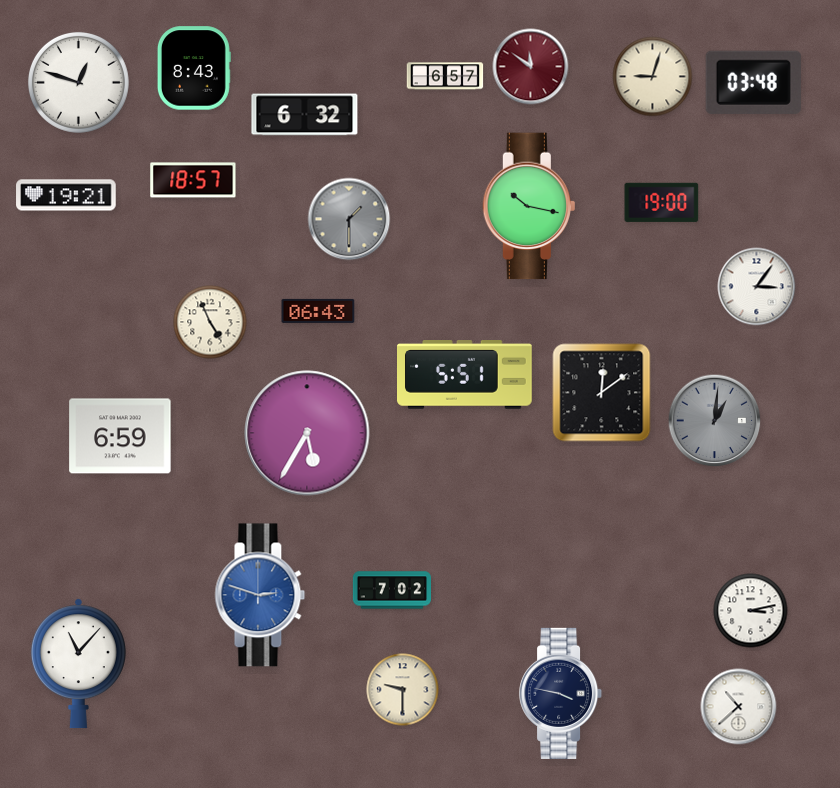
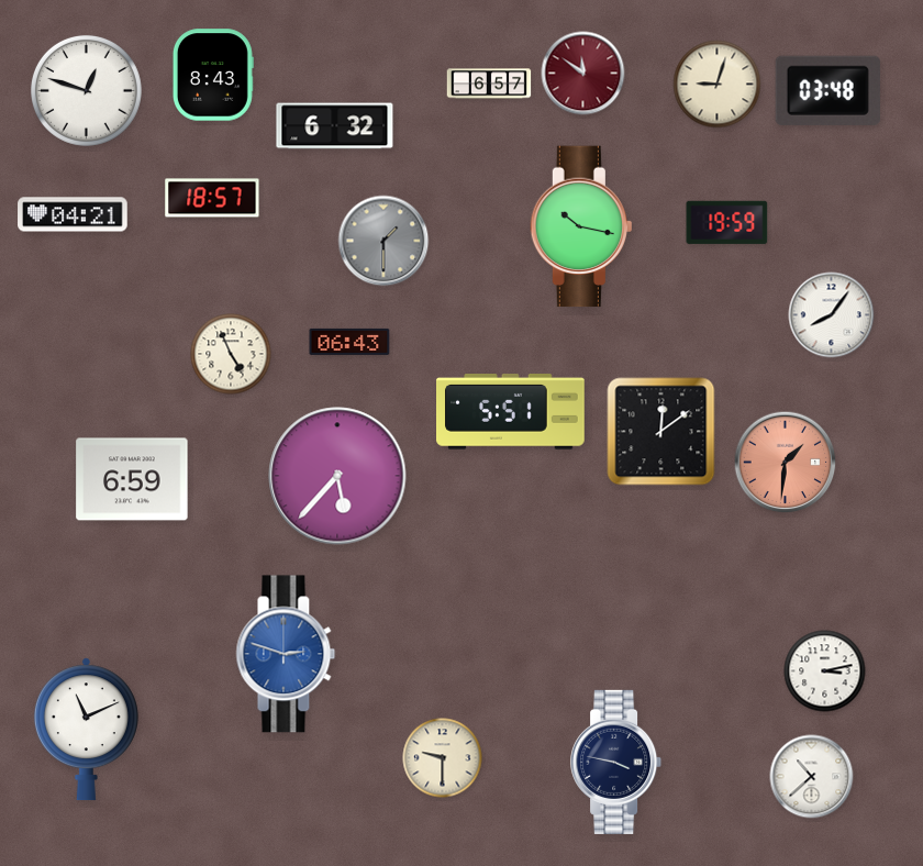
clock at (66, 195): 19:21 -> 04:21
clock at (662, 202): 19:00 -> 19:59
clock at (757, 287): 3:06 -> 8:06
clock at (715, 421): 1:01 -> 1:31
clock at (715, 421) dial: grey -> salmon
clock at (307, 433): 5:35 -> 5:37
clock at (391, 590): 7:02 -> none
clock at (78, 664): 11:07 -> 11:11
